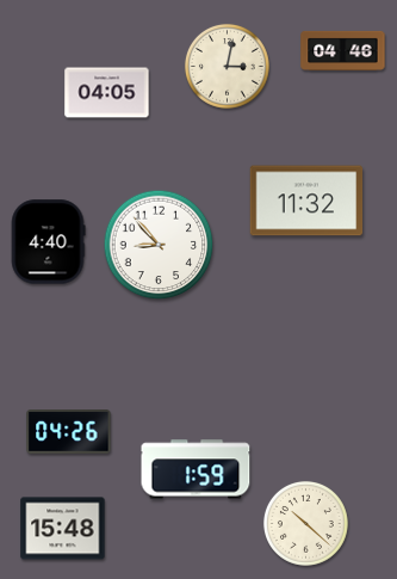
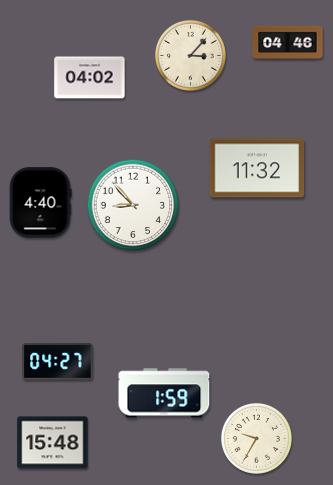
clock at (227, 67): 3:02 -> 3:07
clock at (107, 93): 04:05 -> 04:02
clock at (69, 432): 04:26 -> 04:27
clock at (305, 524): 10:22 -> 9:35
